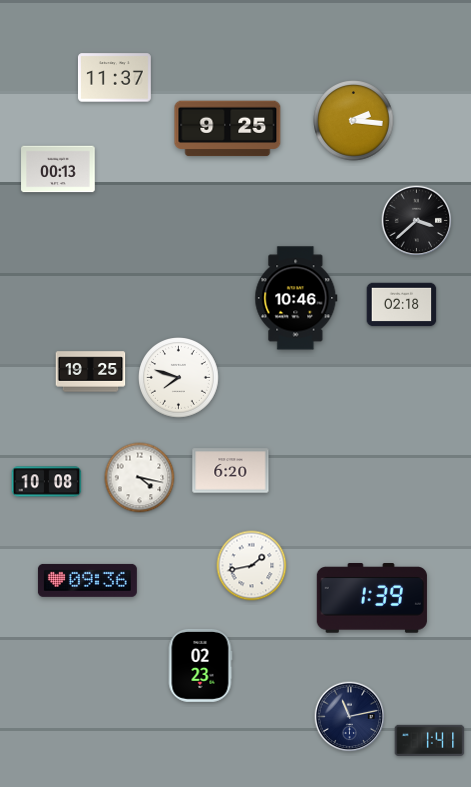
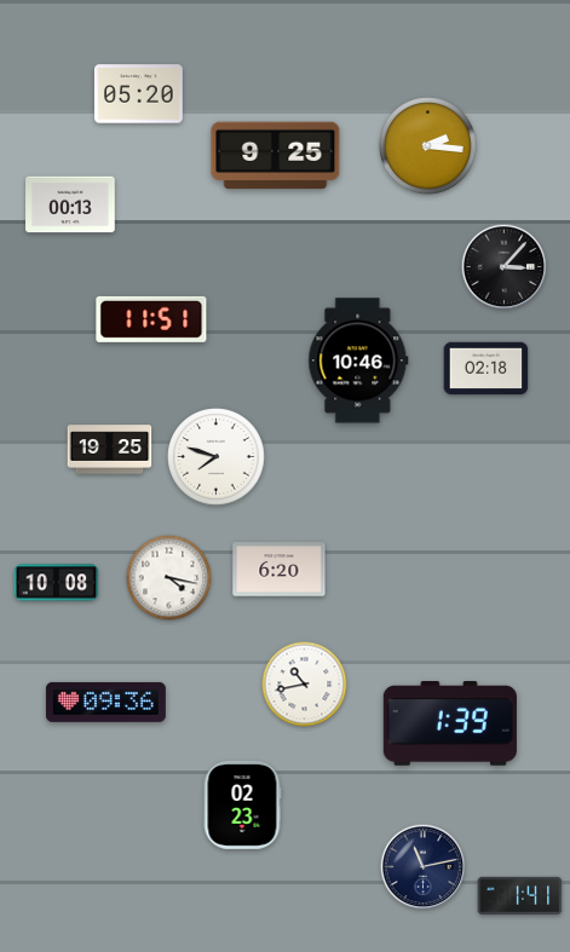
clock at (114, 78): 11:37 -> 05:20
clock at (417, 221): 3:38 -> 3:07
clock at (151, 319): none -> 11:51
clock at (252, 566): 1:43 -> 10:43
